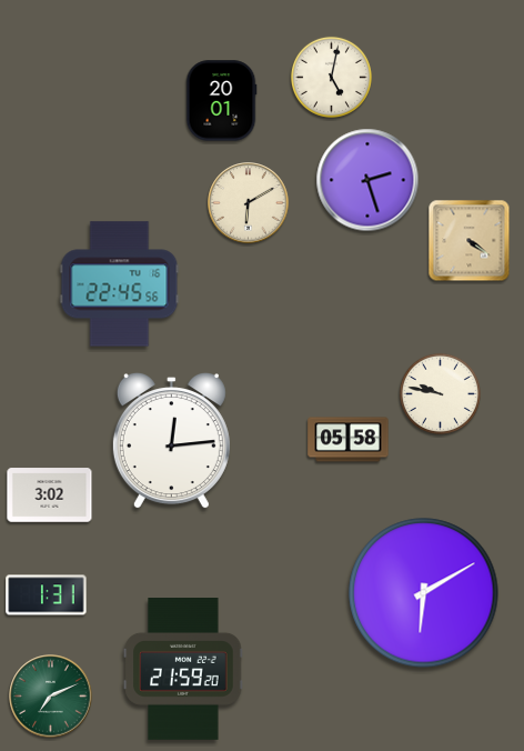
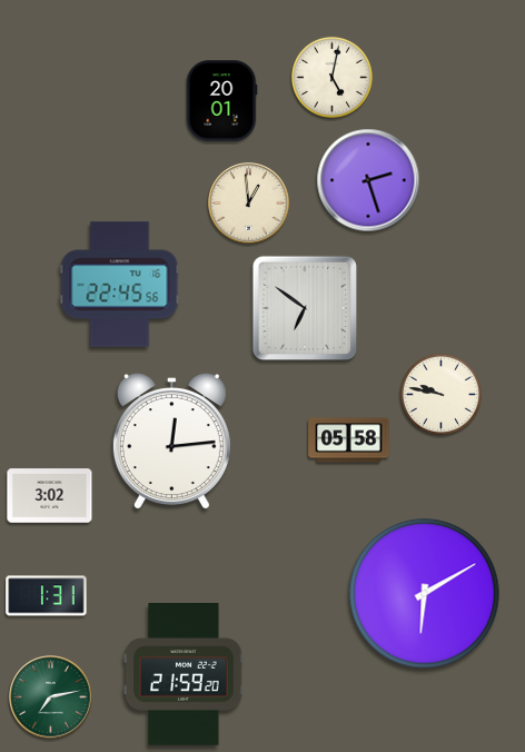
clock at (249, 203): 6:10 -> 12:59
clock at (470, 241): 4:21 -> none
clock at (305, 308): none -> 6:51
clock at (183, 670) position: (183, 670) -> (184, 675)
clock at (51, 697): 7:11 -> 7:13
